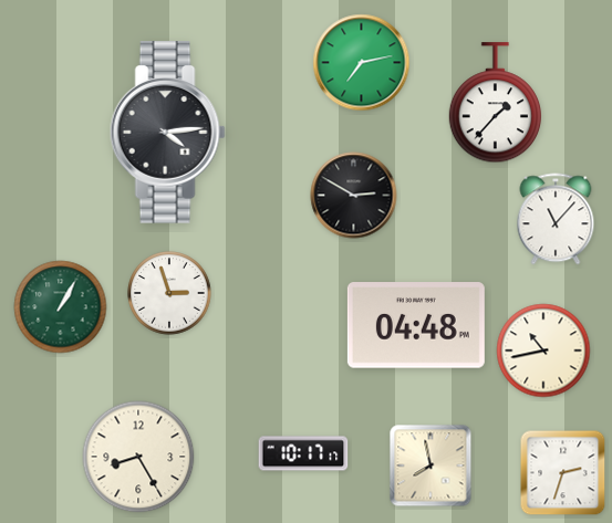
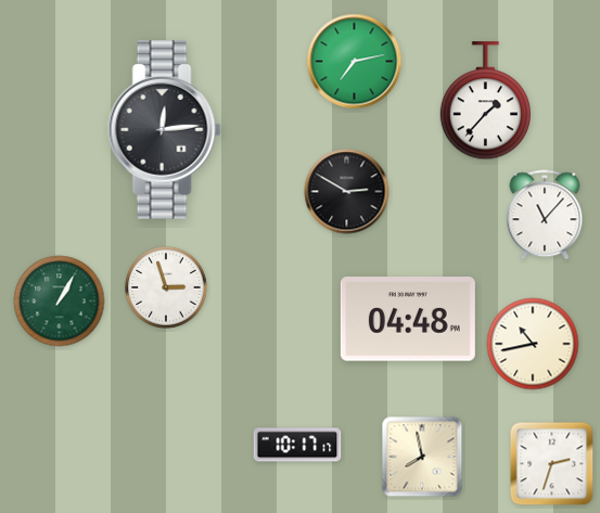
clock at (167, 133): 4:14 -> 12:14
clock at (138, 457): 8:25 -> none
